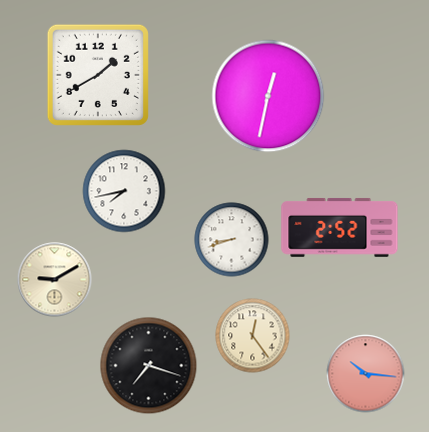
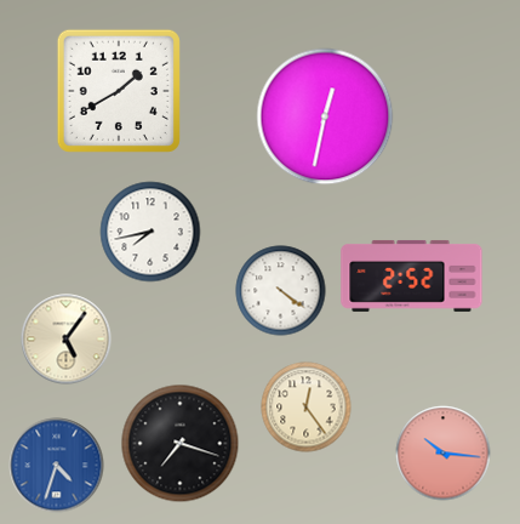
clock at (232, 240): 8:42 -> 4:21
clock at (55, 280): 9:10 -> 5:06
clock at (57, 466): none -> 4:33
